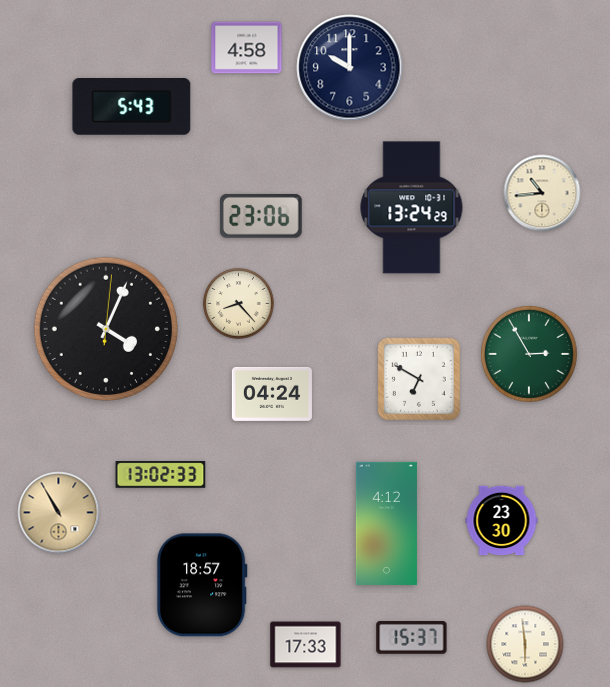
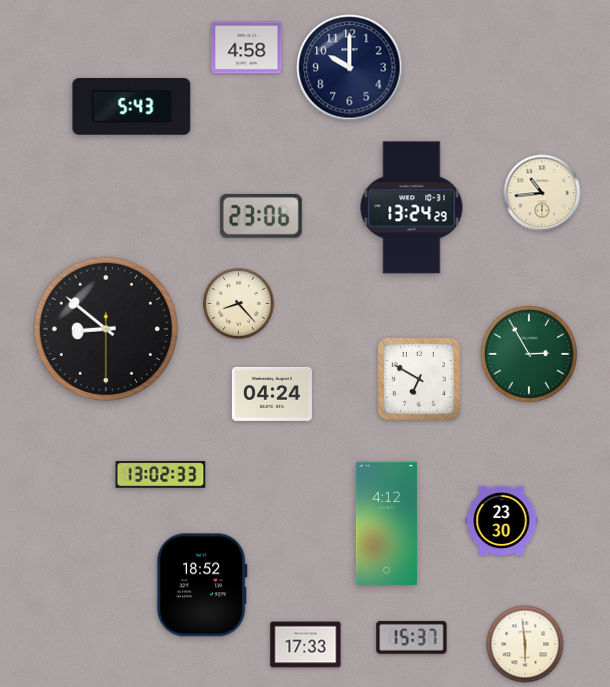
clock at (105, 328): 4:04 -> 8:51
clock at (59, 513): 10:55 -> none
clock at (202, 585): 18:57 -> 18:52
